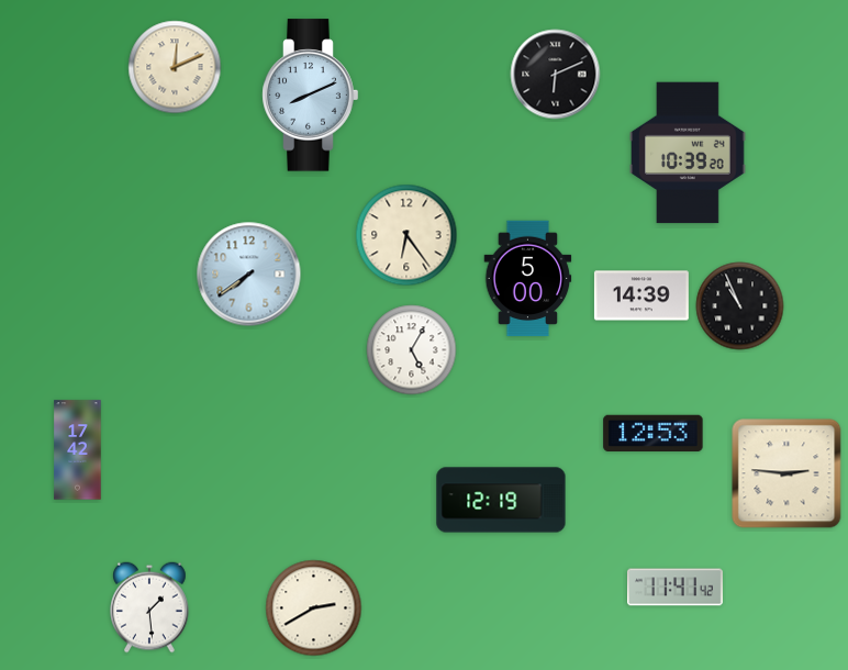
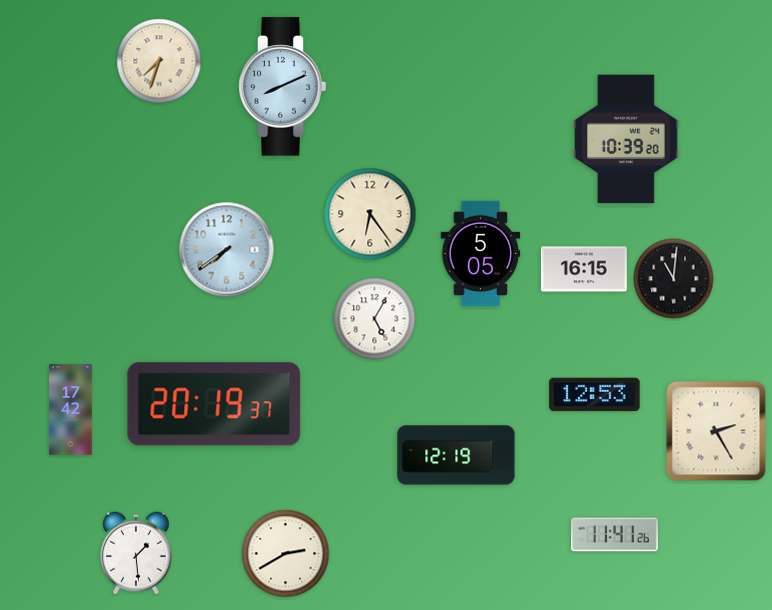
clock at (175, 67): 12:11 -> 7:33
clock at (556, 75): 6:11 -> none
clock at (528, 279): 5:00 -> 5:05
clock at (641, 295): 14:39 -> 16:15
clock at (740, 306): 10:56 -> 11:01
clock at (214, 404): none -> 20:19
clock at (786, 473): 2:46 -> 2:25
clock at (676, 588): 11:41:42 -> 11:41:26
